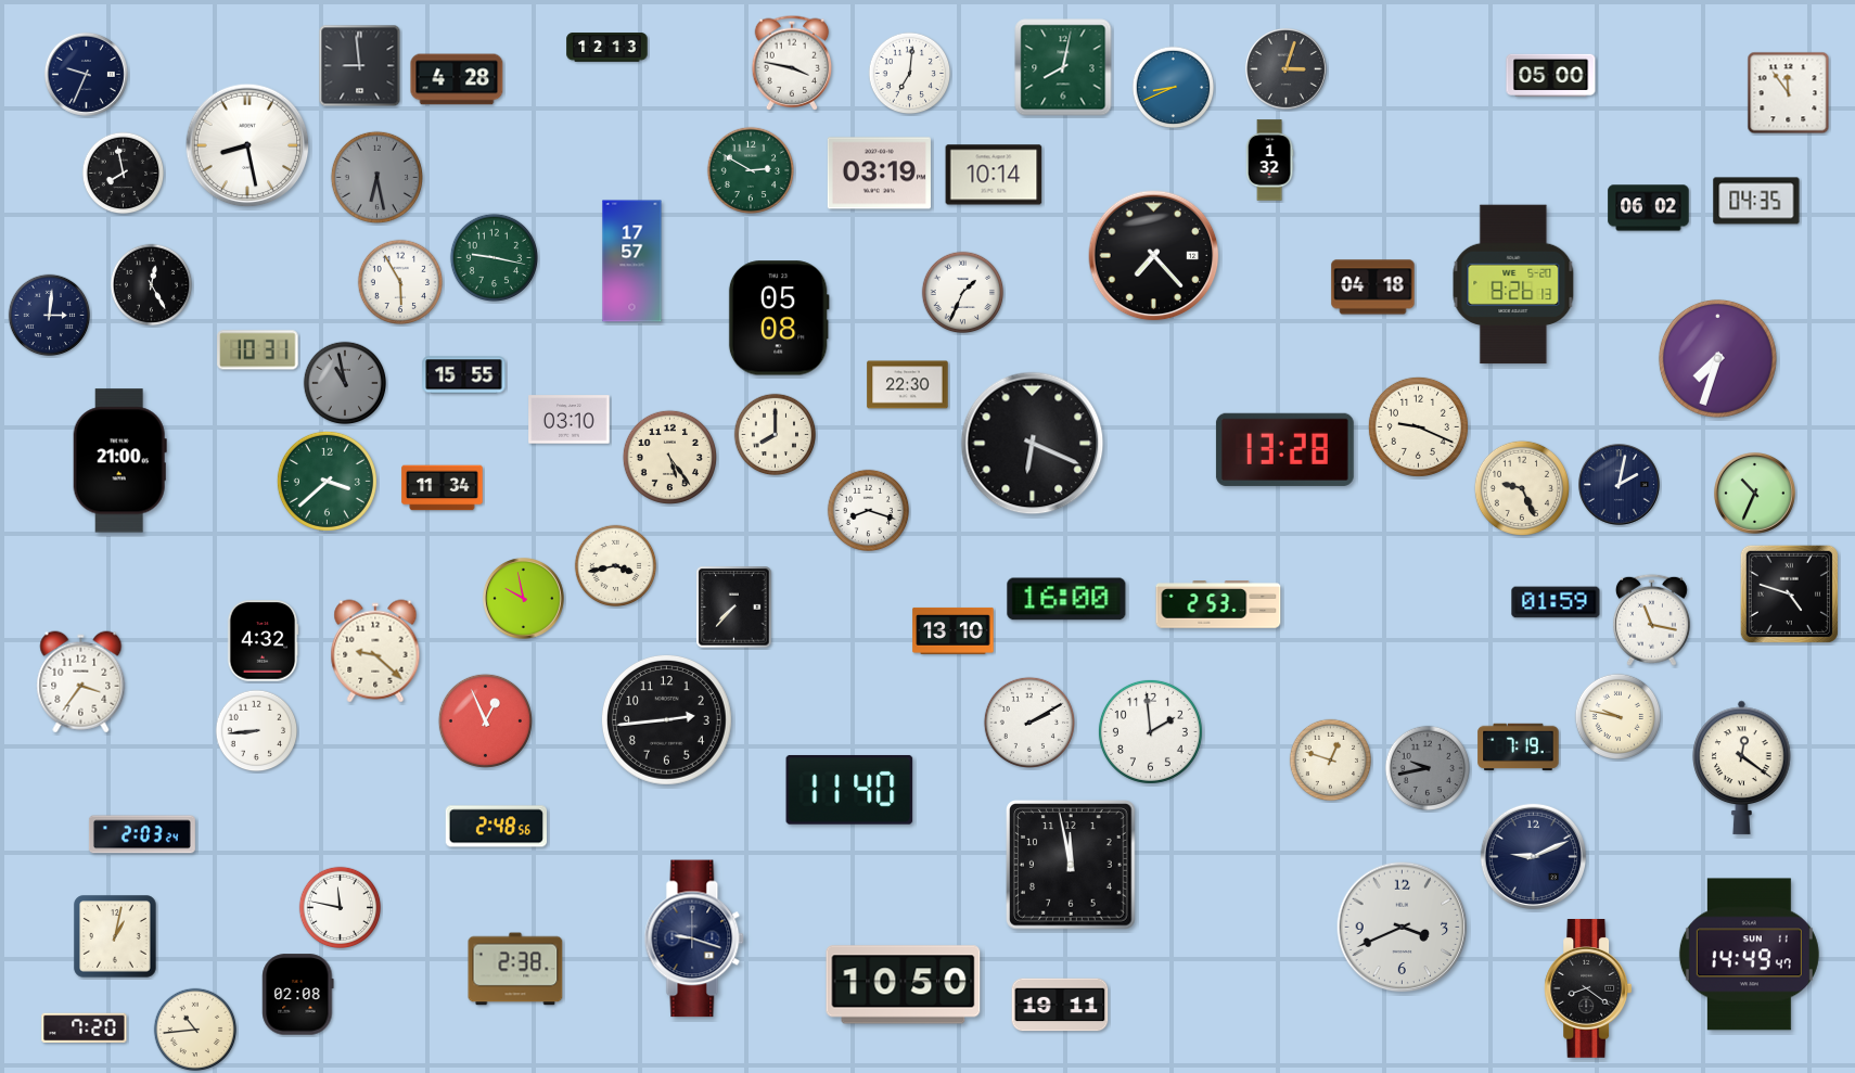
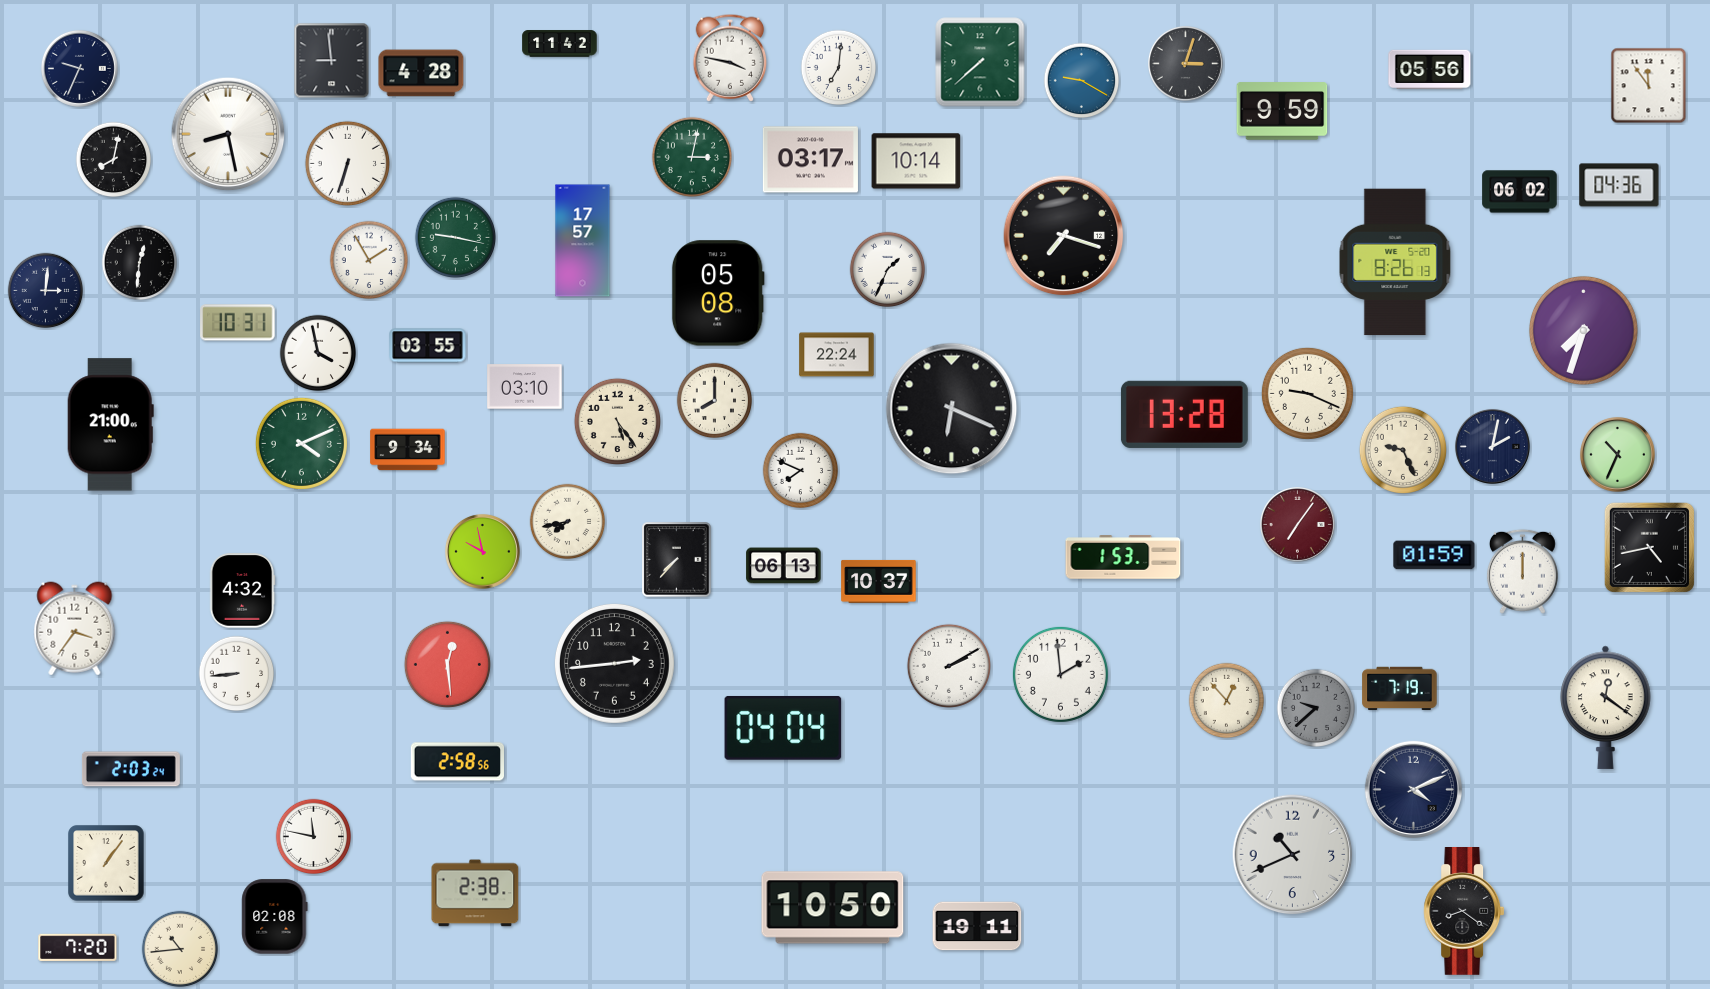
clock at (607, 48): 12:13 -> 11:42
clock at (1063, 67): 8:02 -> 7:38
clock at (1551, 75): 05:00 -> 05:56
clock at (1174, 88): 8:41 -> 9:20
clock at (1282, 111): none -> 9:59
clock at (1269, 161): 1:32 -> none
clock at (750, 169): 2:50 -> 3:02
clock at (124, 174): 7:58 -> 8:02
clock at (879, 174): 03:19 -> 03:17
clock at (376, 177): 6:28 -> 6:33
clock at (376, 177) dial: grey -> white
clock at (1756, 201): 04:35 -> 04:36
clock at (1154, 256): 7:23 -> 7:18
clock at (400, 282): 5:55 -> 1:55
clock at (152, 285): 12:25 -> 12:31
clock at (1373, 288): 04:18 -> none
clock at (464, 375): 15:55 -> 03:55
clock at (345, 383): 10:58 -> 3:58
clock at (345, 383) dial: grey -> white
clock at (908, 385): 22:30 -> 22:24
clock at (327, 481): 3:38 -> 4:11
clock at (443, 488): 11:34 -> 9:34
clock at (869, 511): 8:18 -> 7:49
clock at (616, 566): 3:43 -> 7:43
clock at (1297, 524): none -> 7:06
clock at (1789, 593): 4:48 -> 4:43
clock at (1066, 599): 16:00 -> none
clock at (1218, 604): 2:53 -> 1:53
clock at (784, 566): none -> 06:13
clock at (1651, 619): 11:17 -> 12:00
clock at (954, 630): 13:10 -> 10:37
clock at (375, 651): 9:22 -> none
clock at (1617, 716): 9:47 -> none
clock at (485, 720): 12:56 -> 12:29
clock at (1331, 761): 12:48 -> 12:53
clock at (1428, 768): 9:43 -> 9:38
clock at (849, 790): 11:40 -> 04:04
clock at (497, 827): 2:48 -> 2:58
clock at (1533, 856): 9:11 -> 4:11
clock at (1071, 865): 11:58 -> none
clock at (1403, 928): 3:41 -> 10:41
clock at (115, 936): 1:02 -> 1:06
clock at (694, 938): 9:18 -> none
clock at (1749, 955): 14:49 -> none
